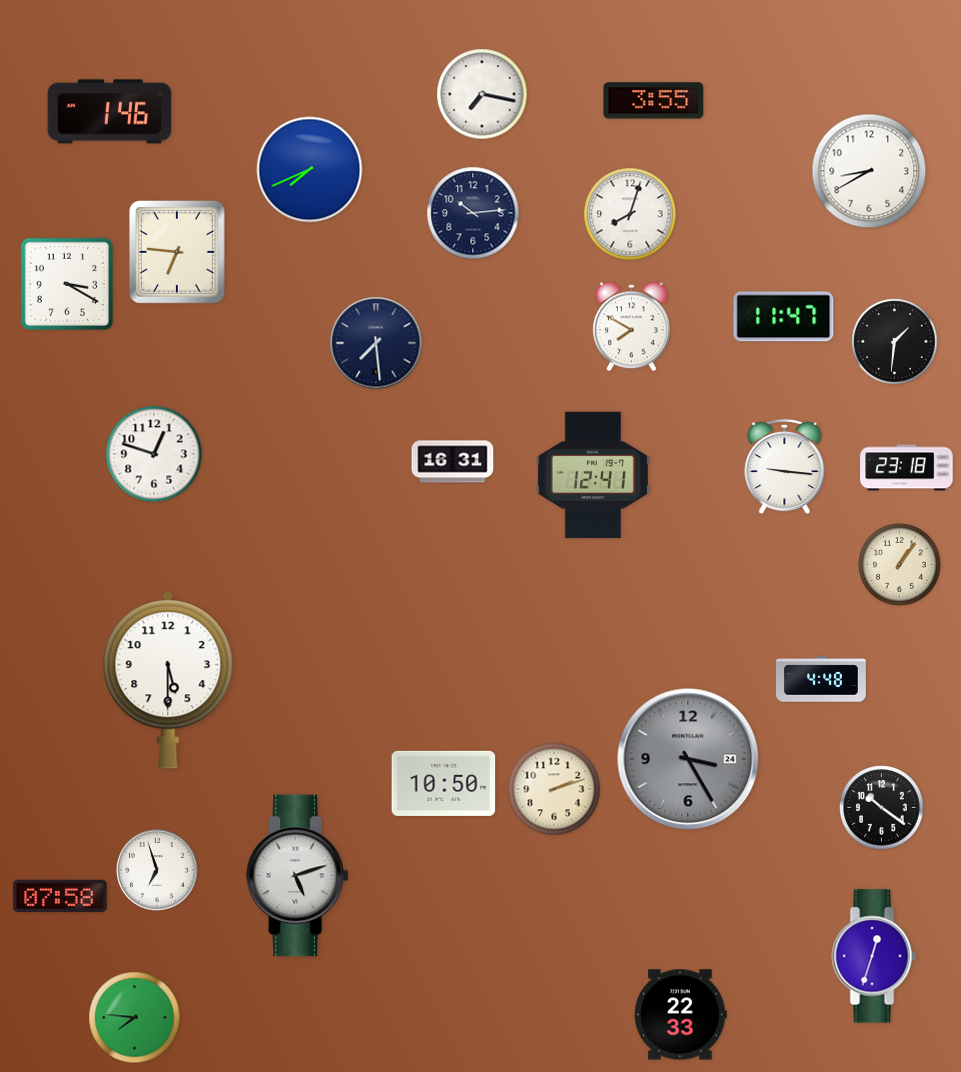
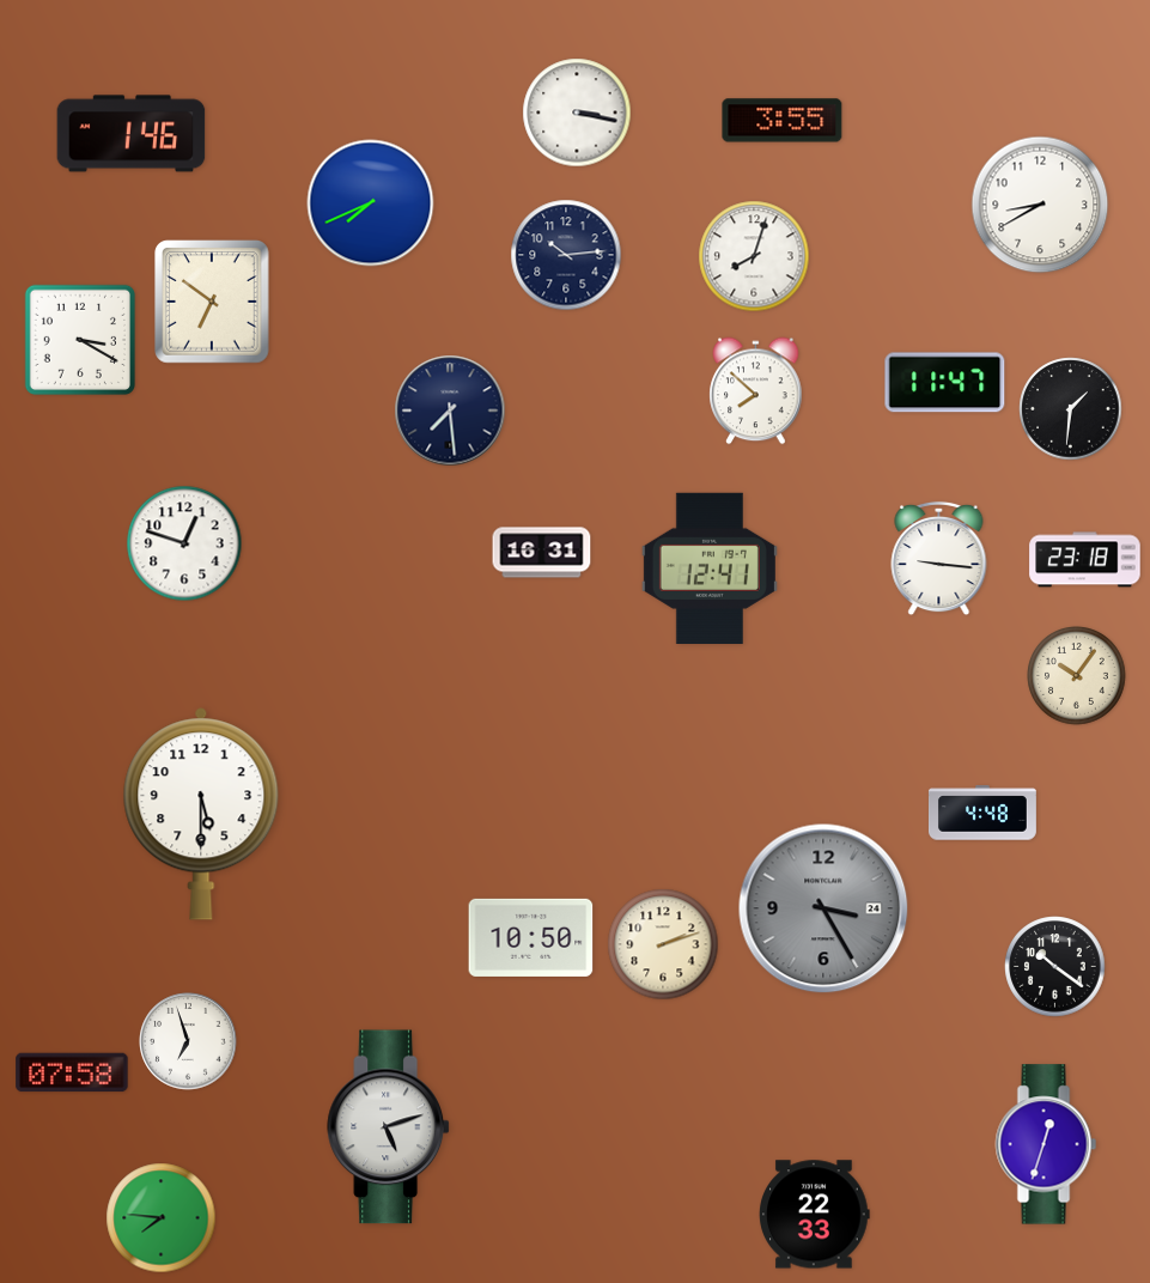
clock at (482, 94): 7:17 -> 3:17
clock at (178, 253): 6:46 -> 6:51
clock at (784, 317) position: (784, 317) -> (945, 383)
clock at (632, 327): 7:50 -> 7:52
clock at (900, 565): 1:06 -> 10:06
clock at (297, 876) position: (297, 876) -> (388, 1127)
